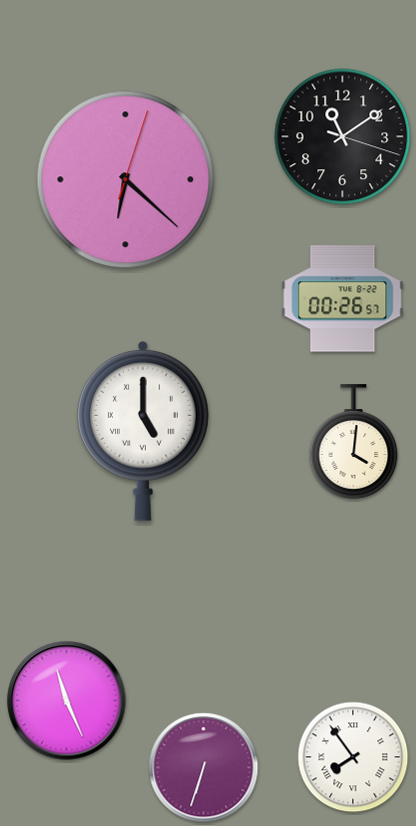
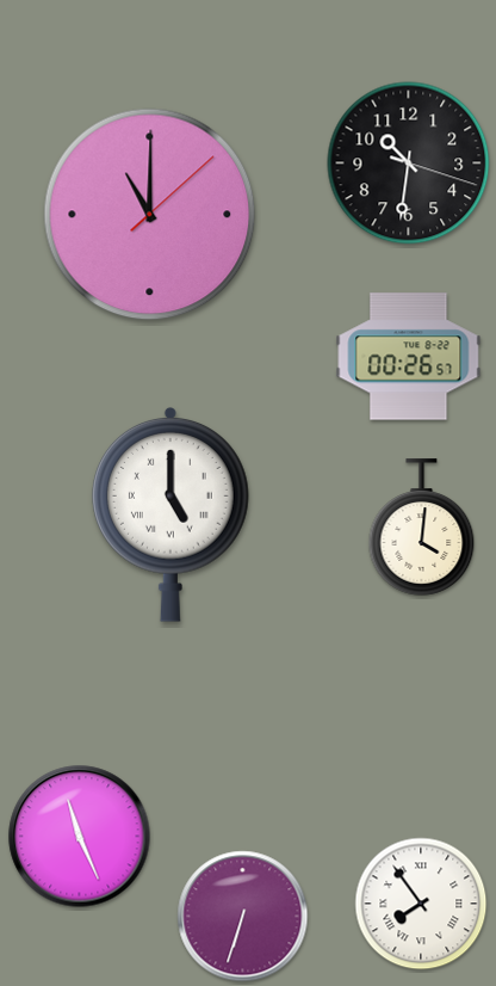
clock at (343, 137): 11:09 -> 10:31
clock at (126, 180): 6:22 -> 11:00
